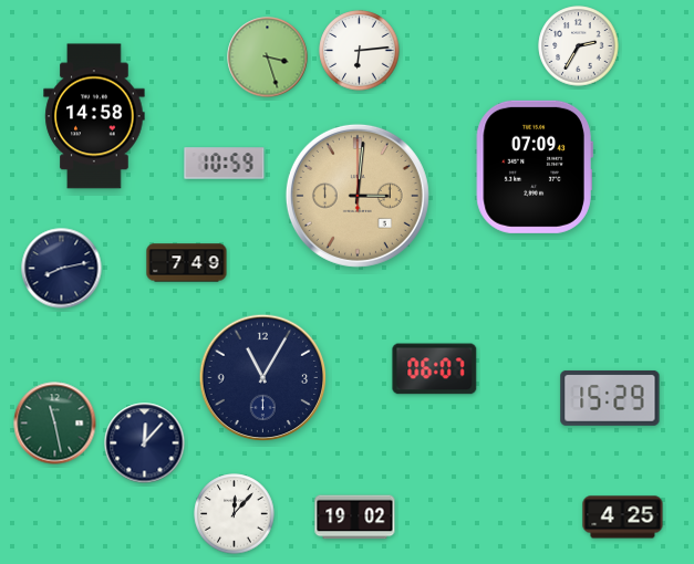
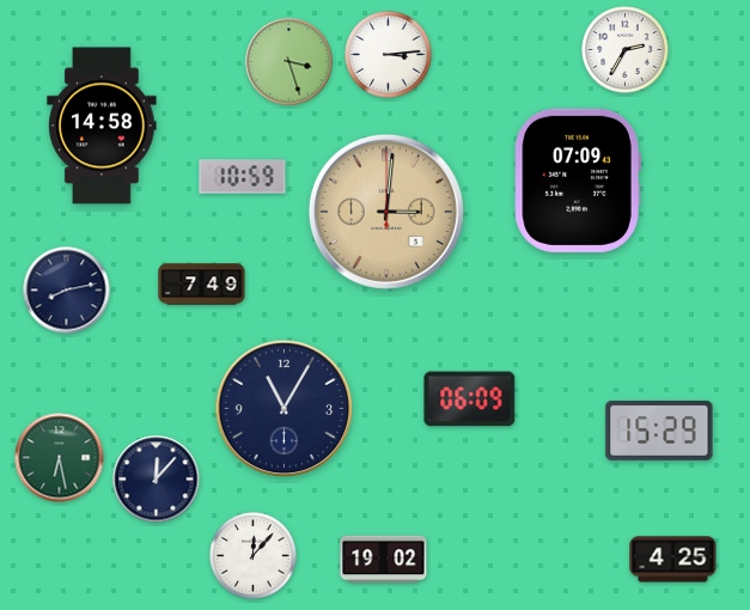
clock at (360, 51): 6:14 -> 3:14
clock at (435, 369): 06:07 -> 06:09
clock at (55, 424): 11:28 -> 6:28
